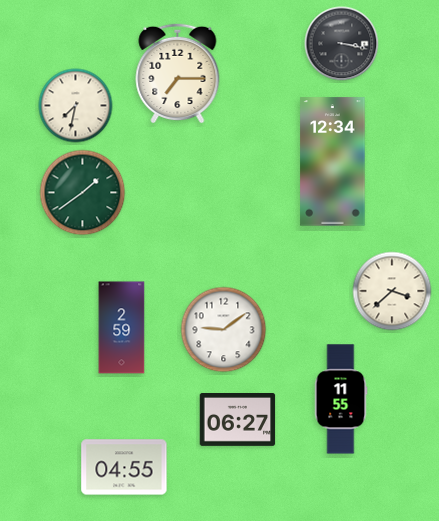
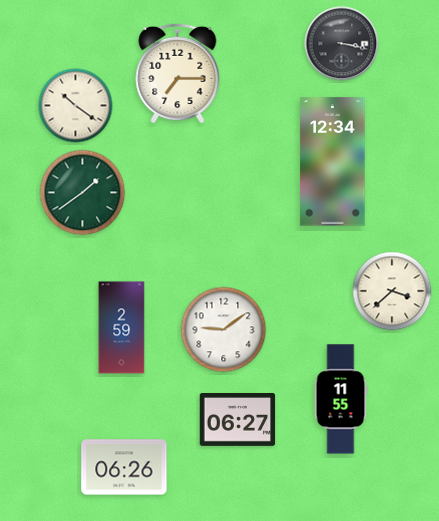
clock at (76, 106): 7:32 -> 10:21
clock at (124, 467): 04:55 -> 06:26
